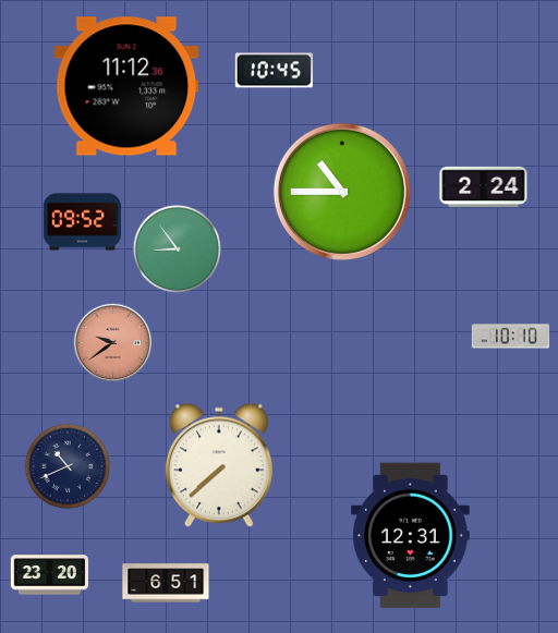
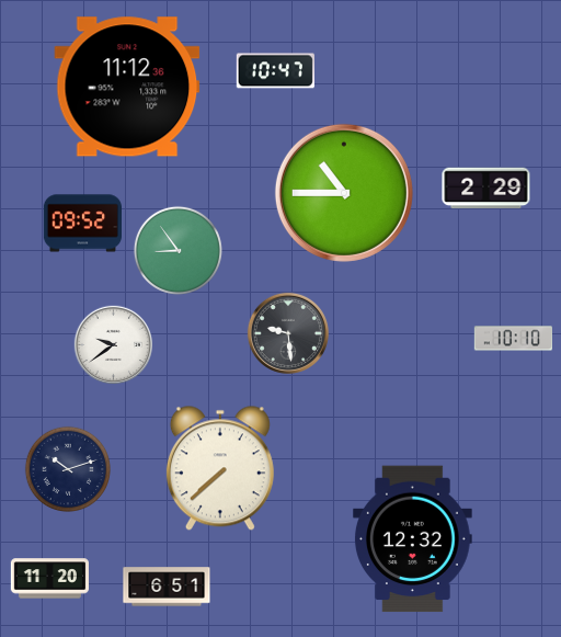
clock at (274, 71): 10:45 -> 10:47
clock at (484, 187): 2:24 -> 2:29
clock at (288, 333): none -> 9:29
clock at (112, 342) dial: salmon -> white
clock at (66, 465): 10:41 -> 10:12
clock at (411, 536): 12:31 -> 12:32
clock at (49, 575): 23:20 -> 11:20
